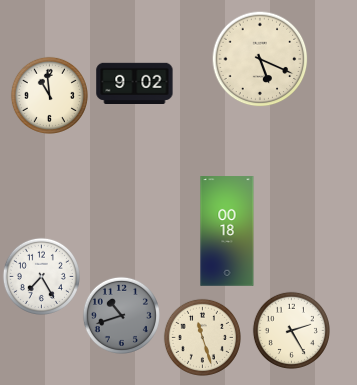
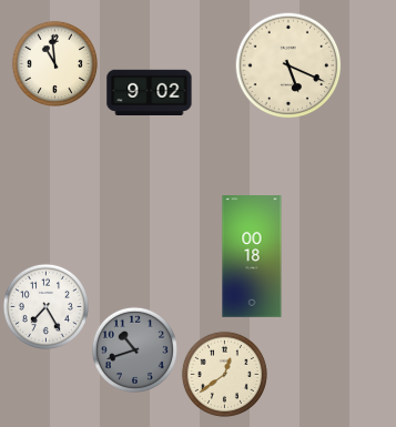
clock at (49, 95) position: (49, 95) -> (54, 63)
clock at (291, 330): 2:25 -> none
clock at (202, 337): 11:27 -> 12:39
